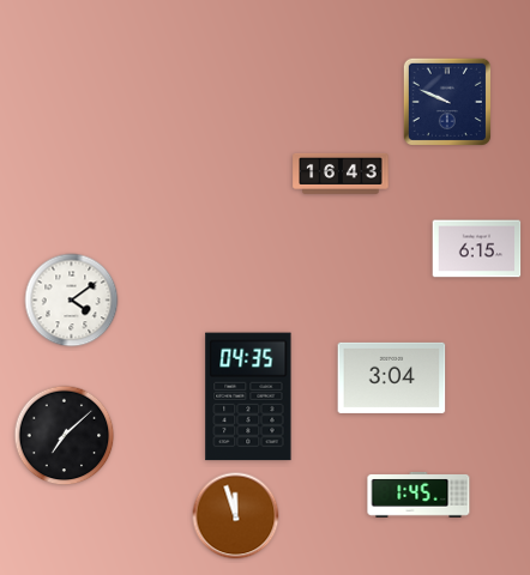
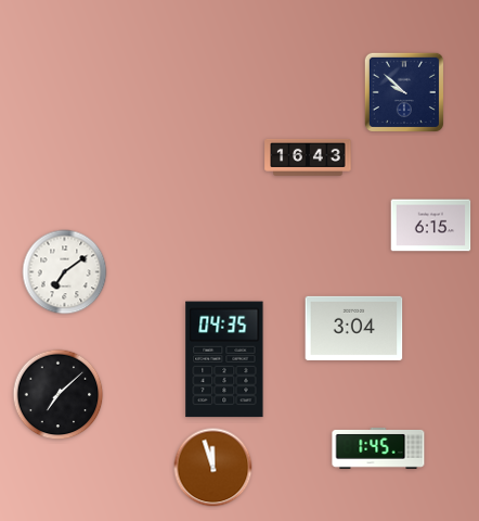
clock at (447, 102): 9:49 -> 9:52
clock at (72, 301): 4:09 -> 7:09
clock at (392, 377) position: (392, 377) -> (354, 328)
